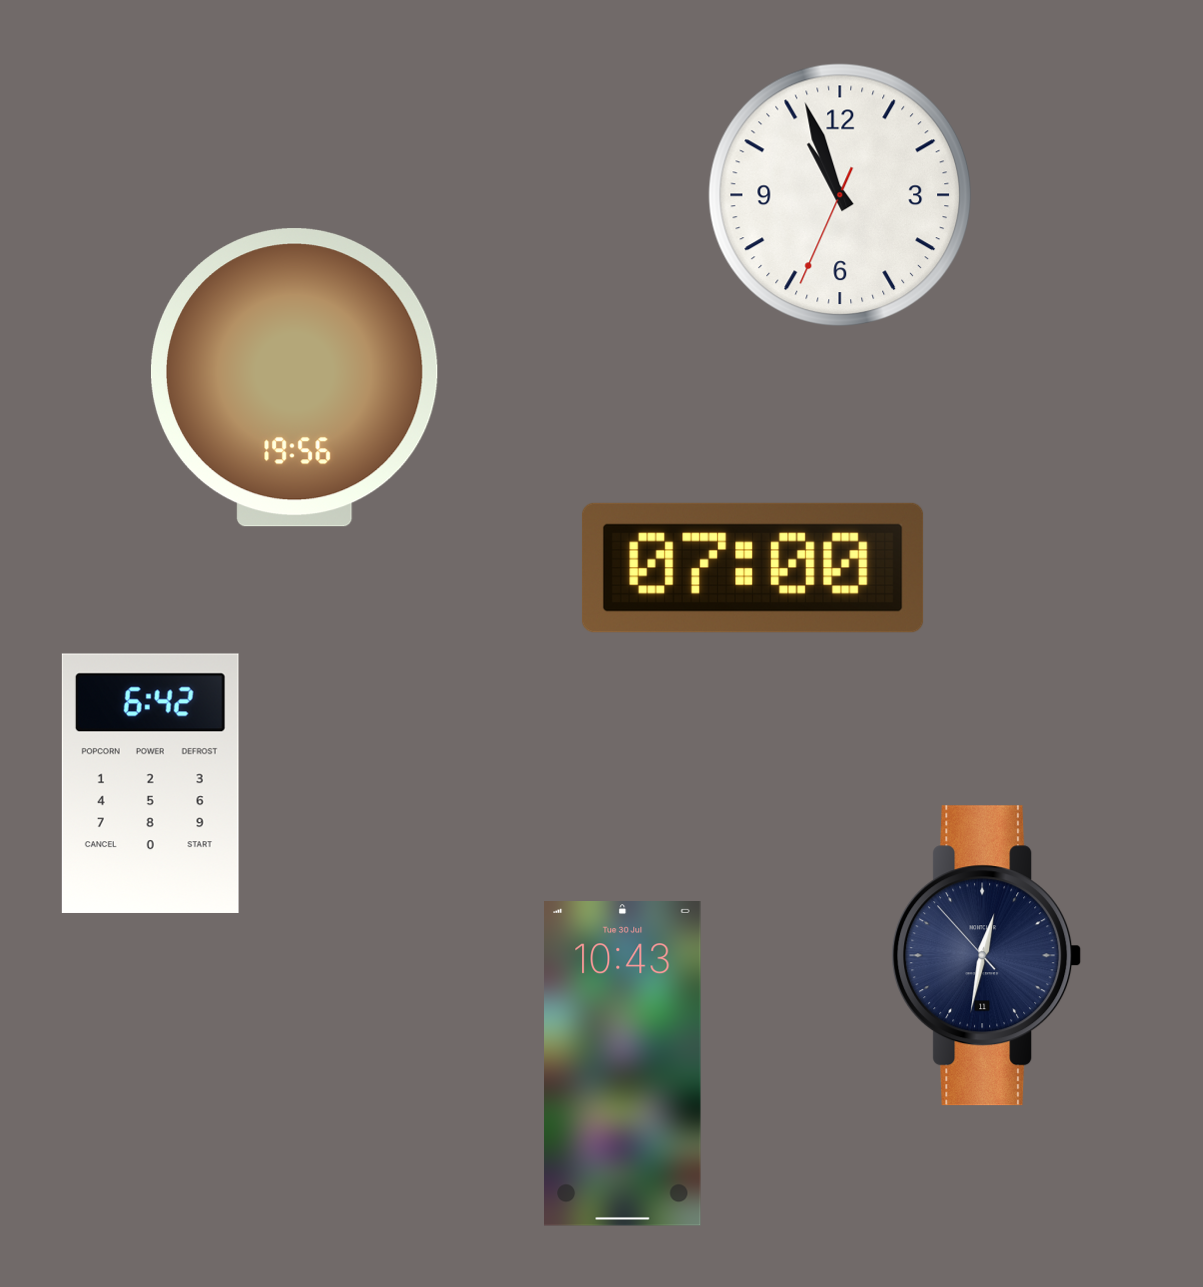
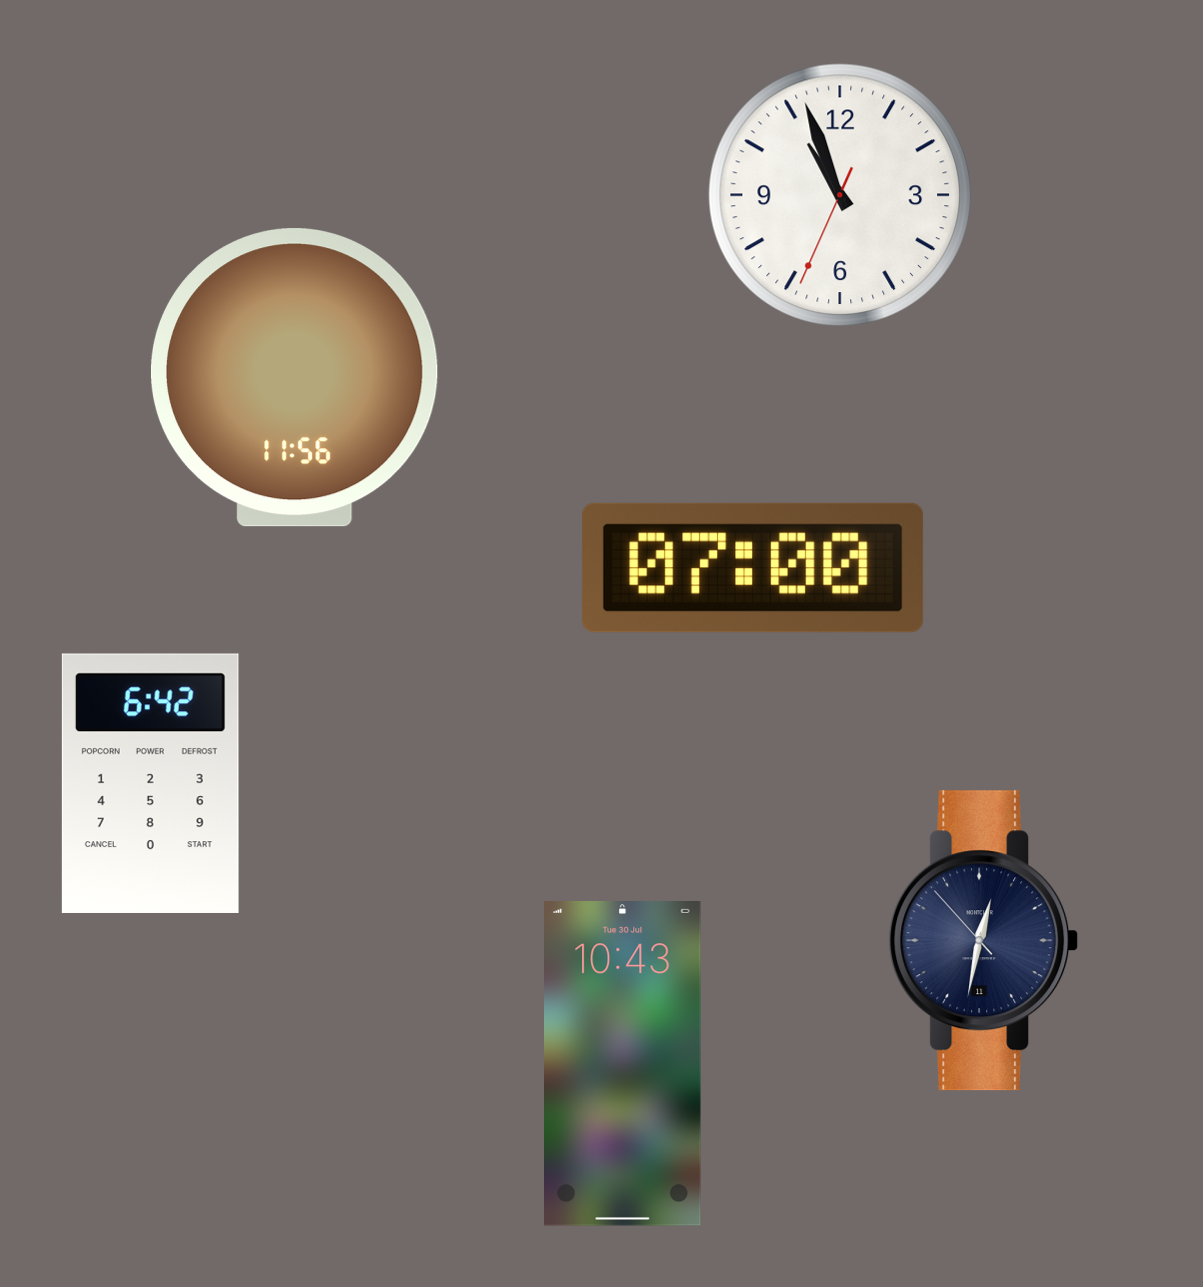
clock at (294, 378): 19:56 -> 11:56
clock at (987, 956) position: (987, 956) -> (984, 941)
